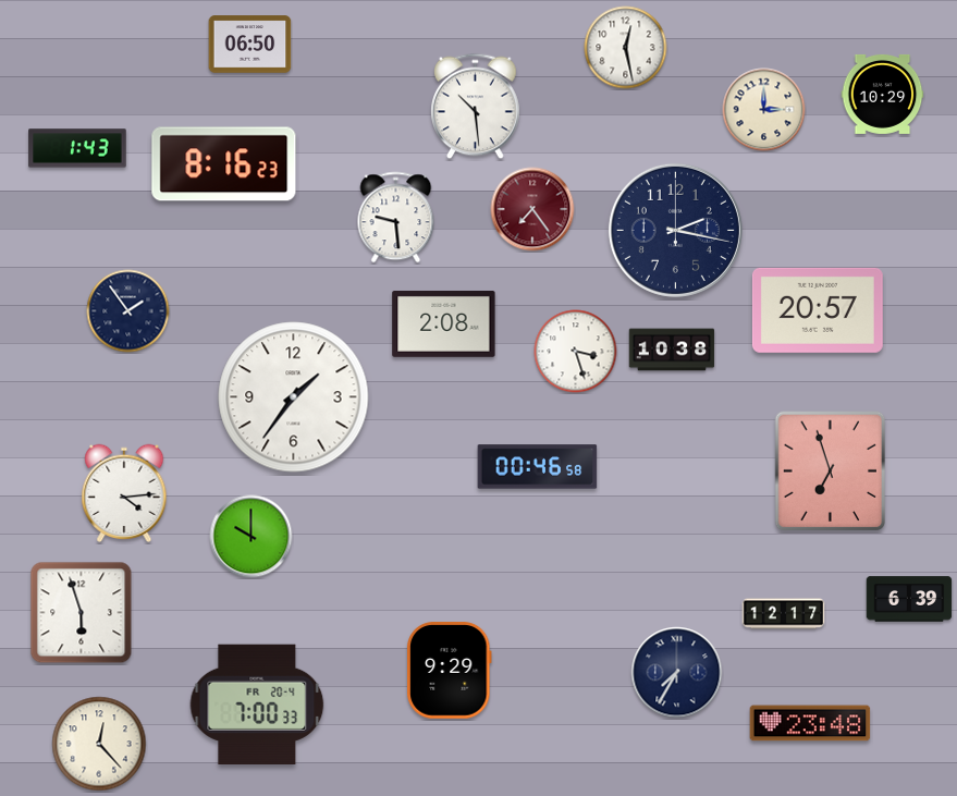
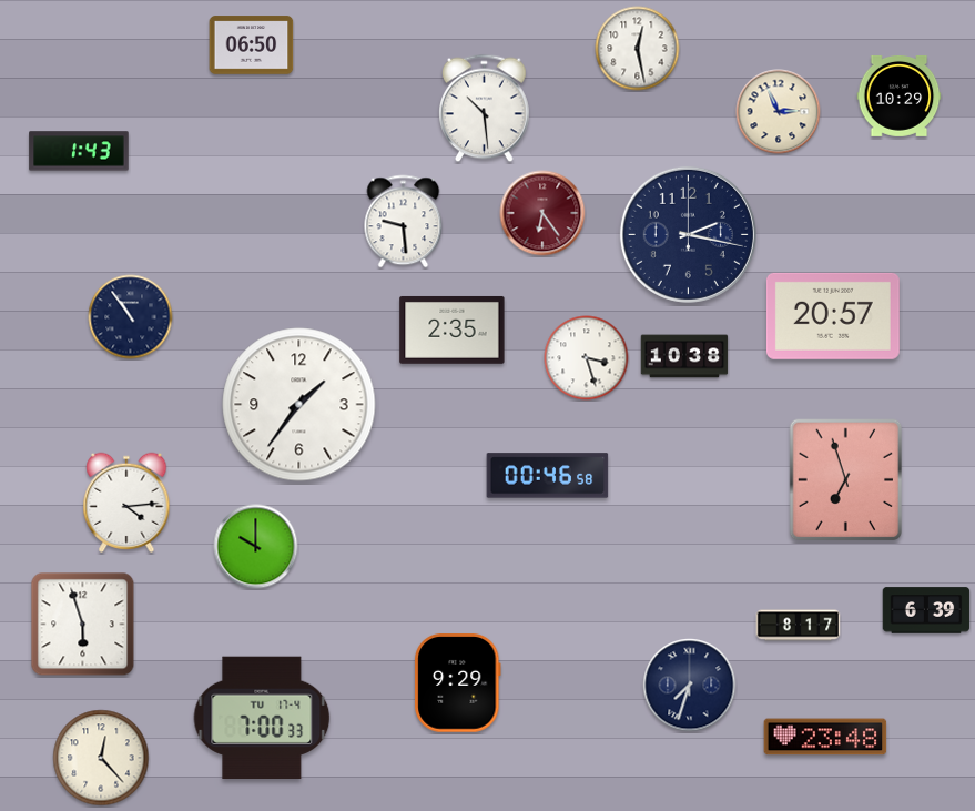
clock at (250, 45) position: (250, 45) -> (252, 45)
clock at (764, 110): 3:00 -> 2:56
clock at (224, 164): 8:16 -> none
clock at (532, 209): 7:24 -> 6:24
clock at (128, 311): 1:54 -> 10:54
clock at (444, 323): 2:08 -> 2:35
clock at (784, 614): 12:17 -> 8:17
clock at (677, 673): 7:35 -> 7:33
clock at (257, 703) date: FR 20-4 -> TU 17-4
